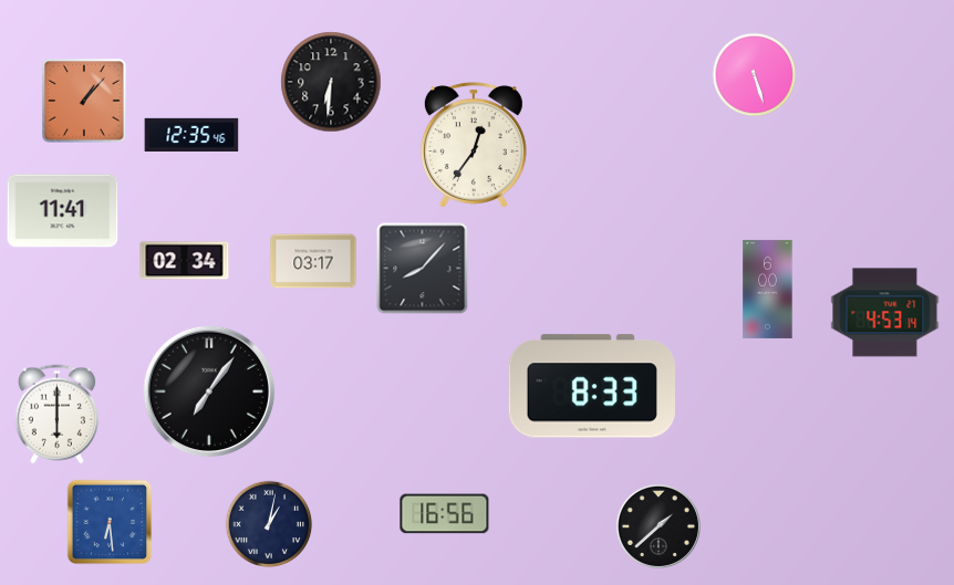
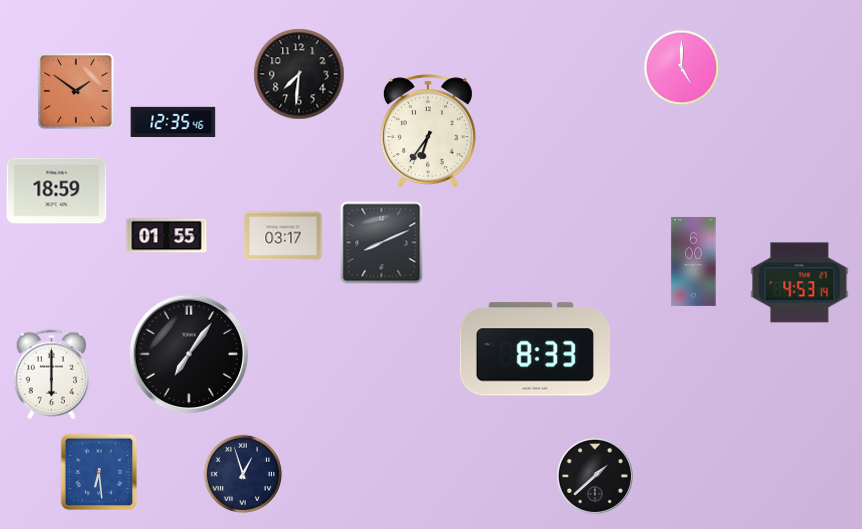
clock at (755, 75): 5:27 -> 5:00
clock at (331, 82): 6:31 -> 7:31
clock at (84, 101): 1:07 -> 1:51
clock at (474, 145): 12:36 -> 6:36
clock at (63, 211): 11:41 -> 18:59
clock at (185, 261): 02:34 -> 01:55
clock at (423, 269): 8:07 -> 8:11
clock at (445, 514): 16:56 -> none
clock at (269, 524): 1:02 -> 12:57
